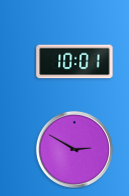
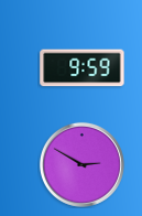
clock at (75, 62): 10:01 -> 9:59
